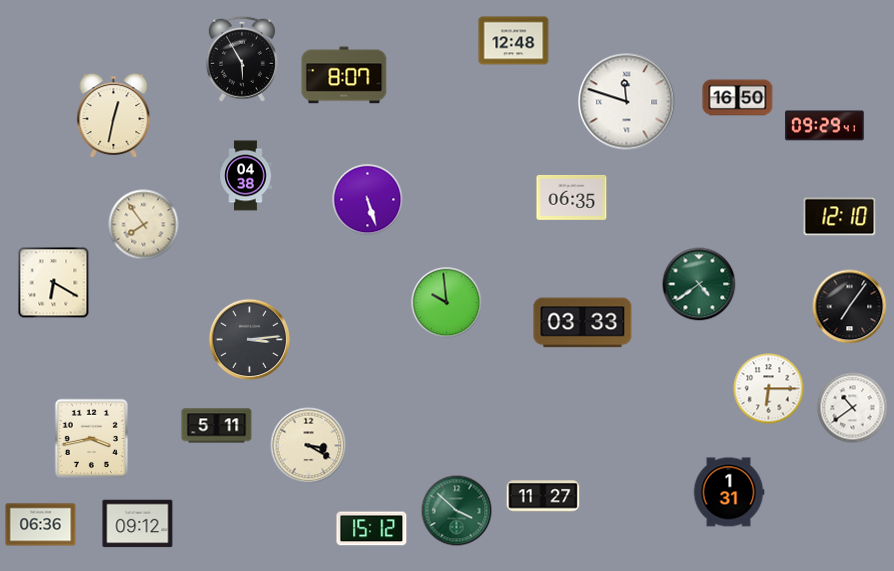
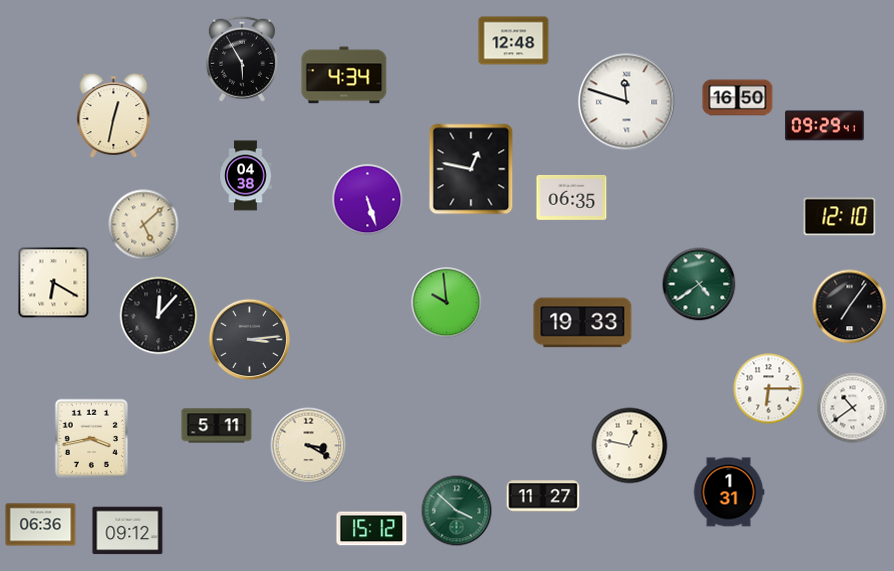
clock at (344, 75): 8:07 -> 4:34
clock at (471, 169): none -> 12:47
clock at (144, 225): 7:54 -> 5:08
clock at (159, 316): none -> 12:07
clock at (583, 323): 03:33 -> 19:33
clock at (630, 446): none -> 12:47
clock at (138, 524) position: (138, 524) -> (128, 531)
